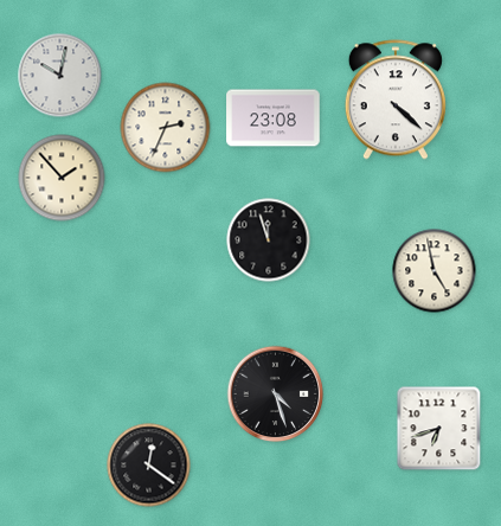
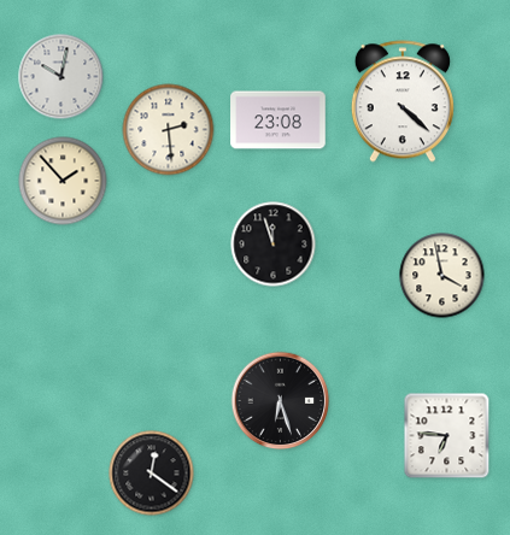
clock at (166, 128): 2:34 -> 2:29
clock at (435, 271): 4:58 -> 3:58
clock at (276, 394): 4:27 -> 6:27
clock at (439, 429): 6:42 -> 6:46
